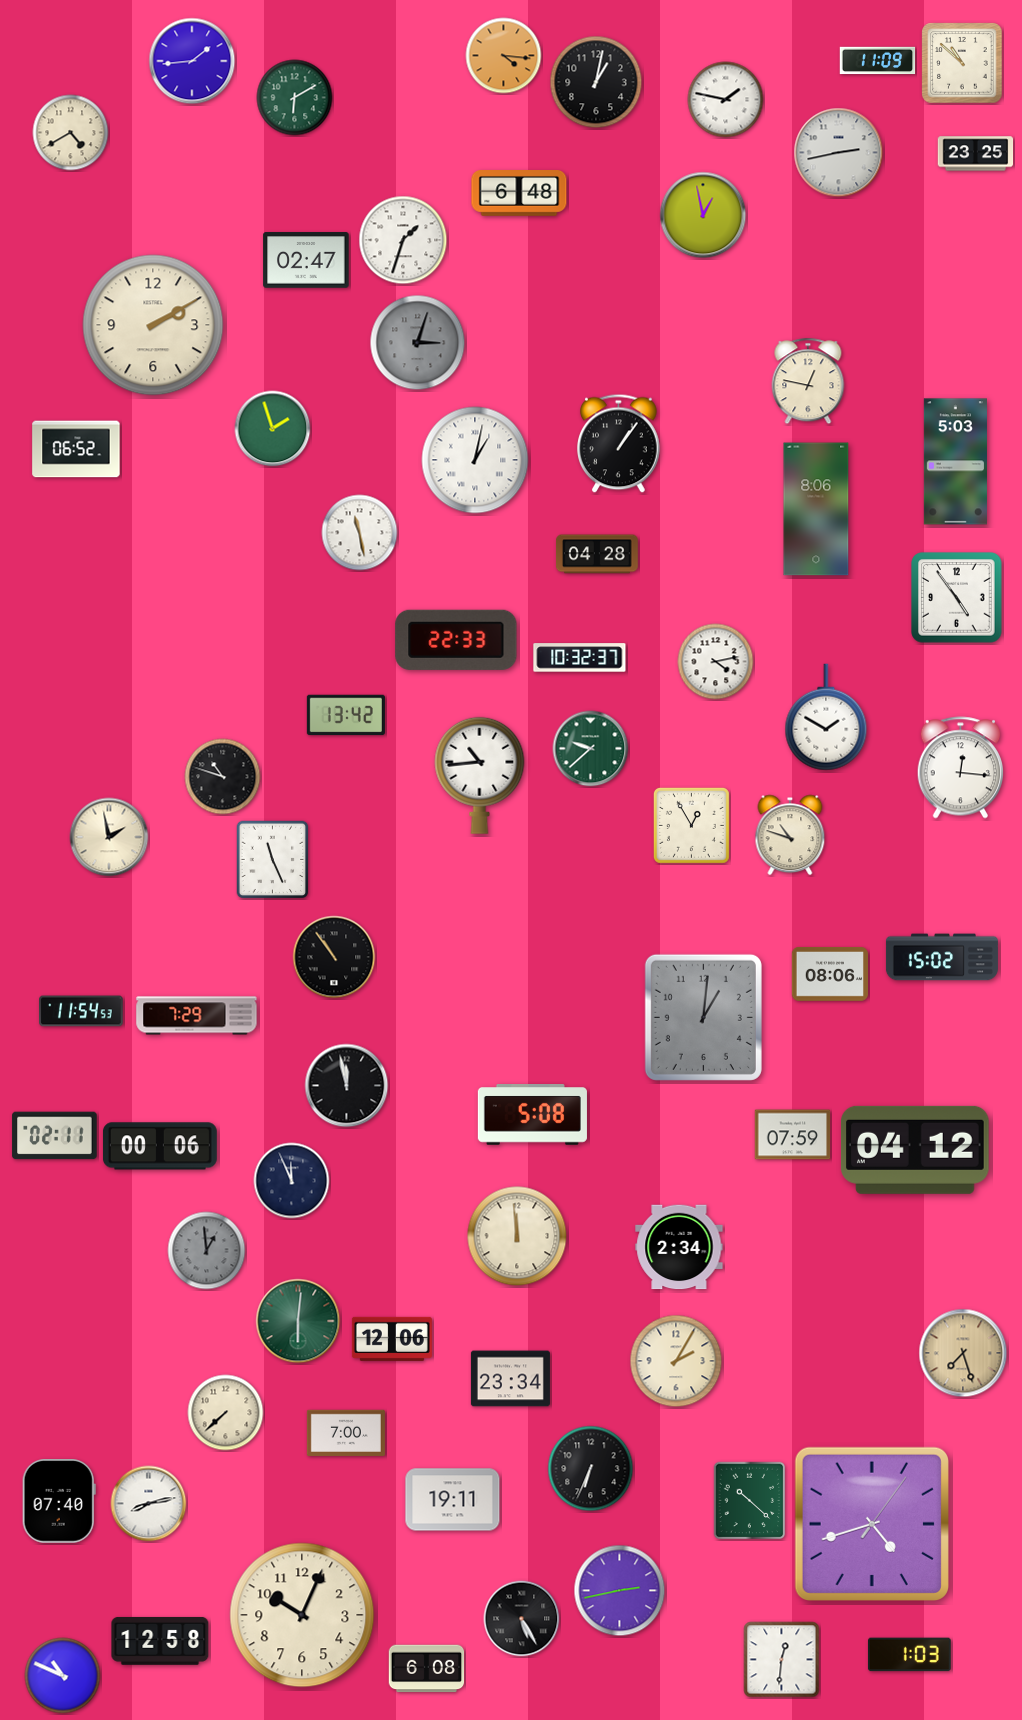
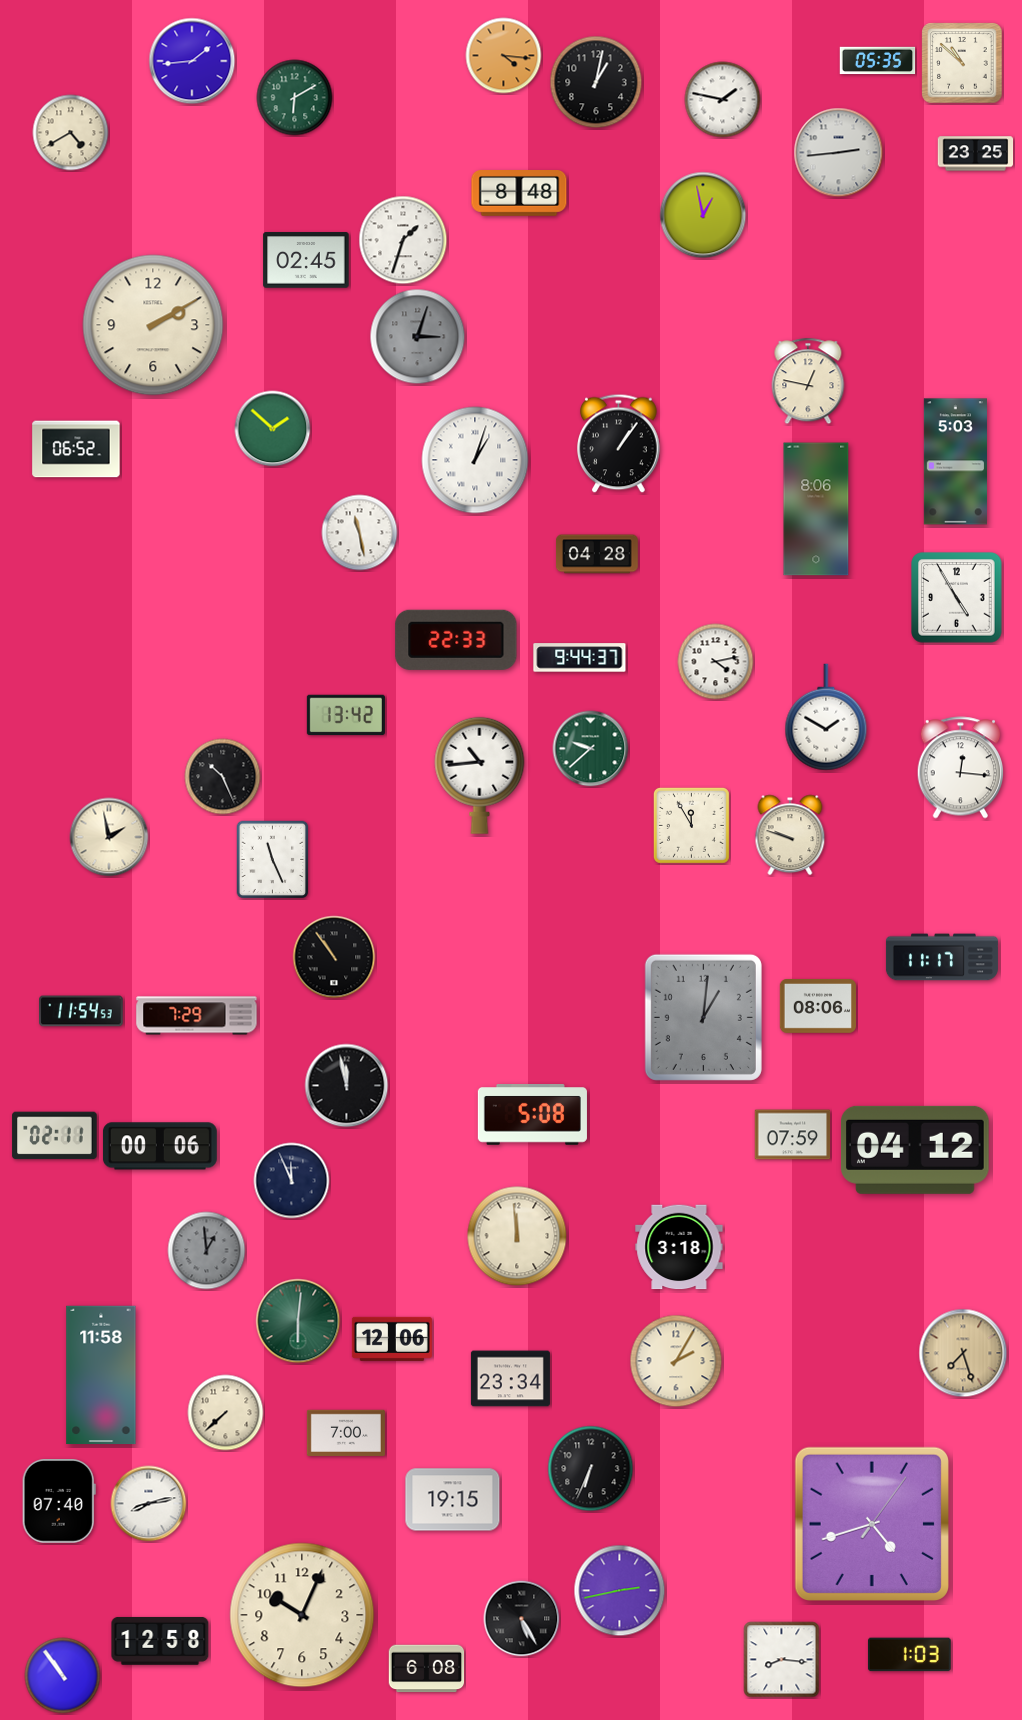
clock at (878, 61): 11:09 -> 05:35
clock at (726, 100) position: (726, 100) -> (723, 100)
clock at (839, 153): 2:43 -> 2:44
clock at (519, 194): 6:48 -> 8:48
clock at (306, 260): 02:47 -> 02:45
clock at (418, 343) position: (418, 343) -> (418, 337)
clock at (273, 429): 1:57 -> 1:52
clock at (475, 460): 1:02 -> 1:03
clock at (957, 598): 4:54 -> 4:55
clock at (580, 658): 10:32 -> 9:44
clock at (223, 777): 10:48 -> 10:26
clock at (691, 825): 12:55 -> 11:55
clock at (790, 835): 10:48 -> 9:48
clock at (942, 957): 15:02 -> 11:17
clock at (829, 975) position: (829, 975) -> (817, 1007)
clock at (679, 1247): 2:34 -> 3:18
clock at (101, 1375): none -> 11:58
clock at (453, 1500): 19:11 -> 19:15
clock at (750, 1501): 10:22 -> none
clock at (782, 1660): 12:31 -> 8:16
clock at (63, 1676): 10:49 -> 10:54
